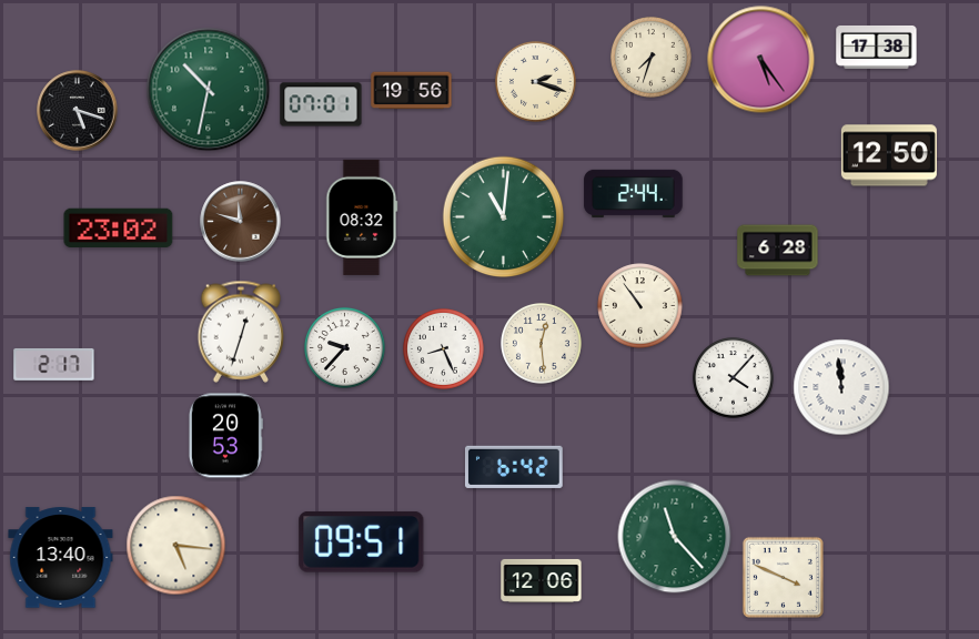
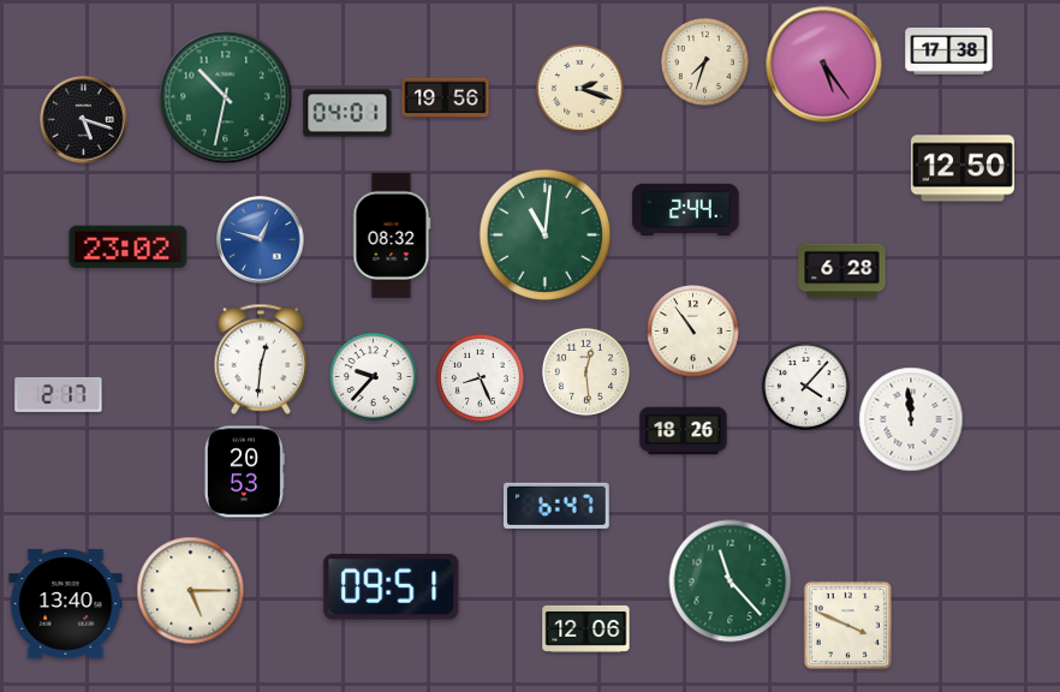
clock at (321, 104): 07:01 -> 04:01
clock at (241, 222): 11:48 -> 12:48
clock at (241, 222) dial: brown -> blue
clock at (241, 332): 12:33 -> 12:31
clock at (733, 377) position: (733, 377) -> (805, 386)
clock at (684, 431): none -> 18:26
clock at (514, 467): 6:42 -> 6:47
clock at (176, 546): 5:16 -> 5:15
